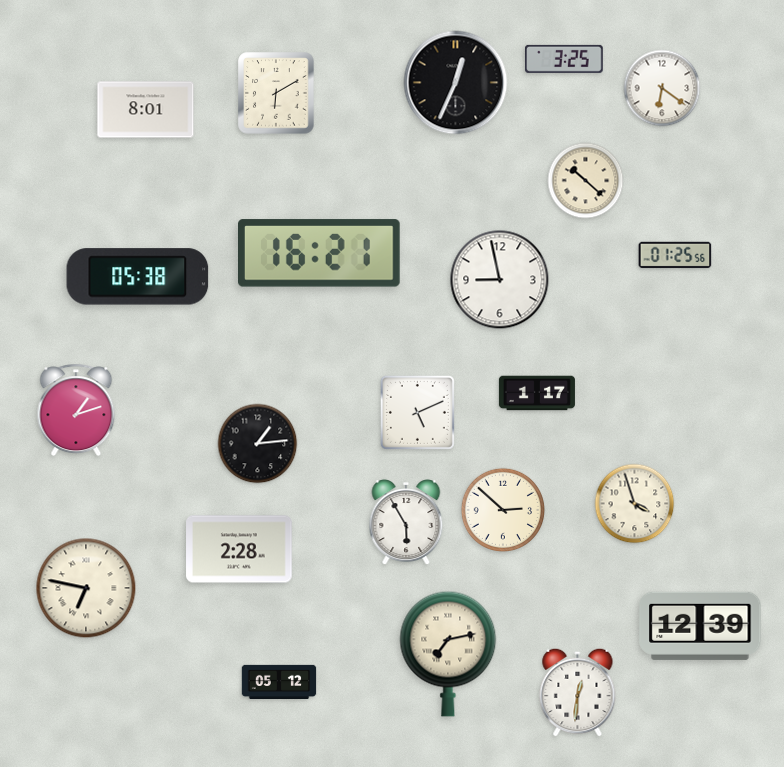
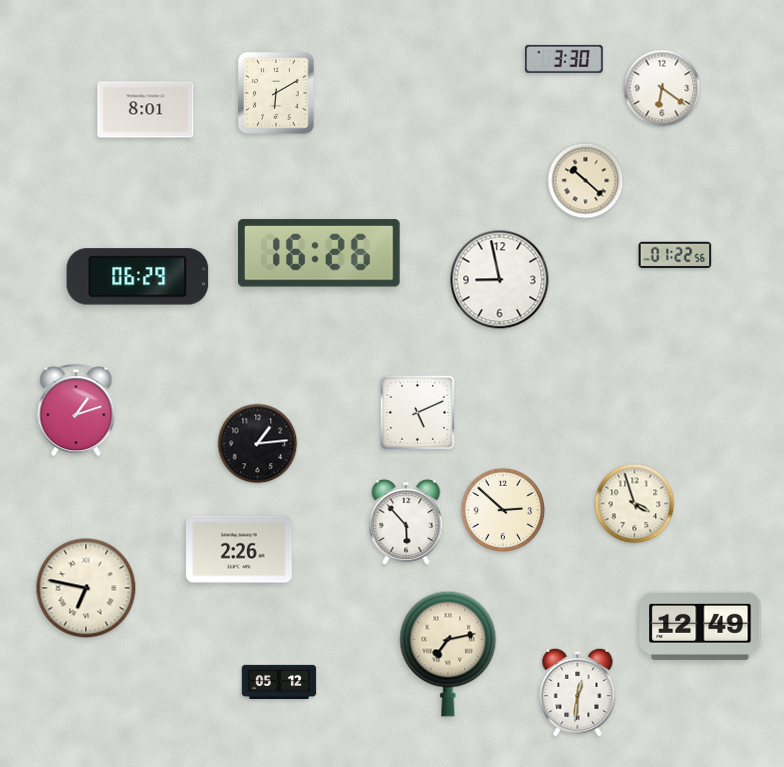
clock at (565, 59): 3:25 -> 3:30
clock at (456, 83): 12:34 -> none
clock at (320, 253): 16:21 -> 16:26
clock at (675, 255): 01:25 -> 01:22
clock at (138, 277): 05:38 -> 06:29
clock at (537, 393): 1:17 -> none
clock at (406, 523): 5:55 -> 5:53
clock at (239, 549): 2:28 -> 2:26
clock at (700, 626): 12:39 -> 12:49
